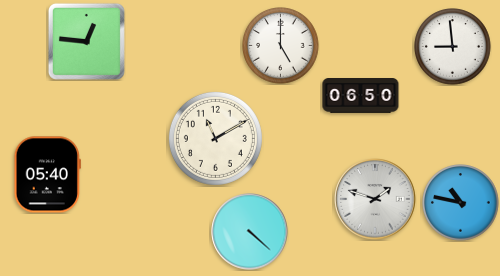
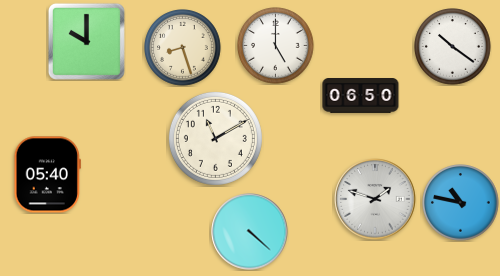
clock at (86, 41): 12:46 -> 10:00
clock at (281, 46) position: (281, 46) -> (276, 46)
clock at (453, 47): 8:59 -> 10:21
clock at (183, 48): none -> 8:27
